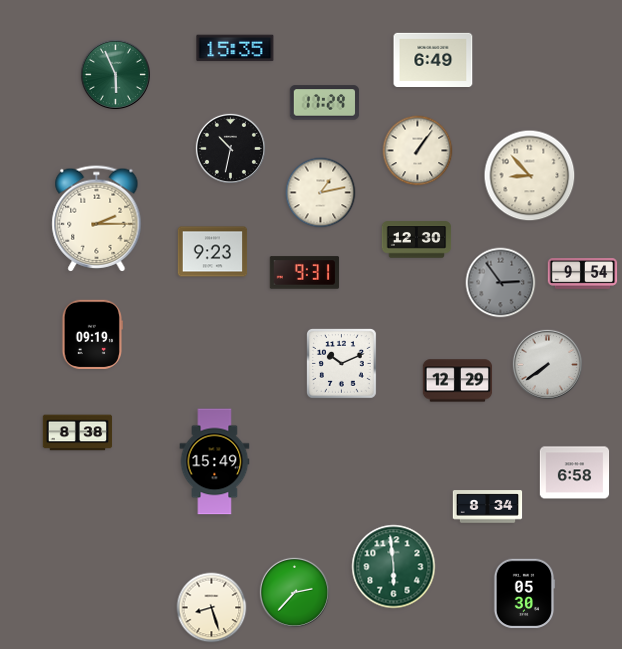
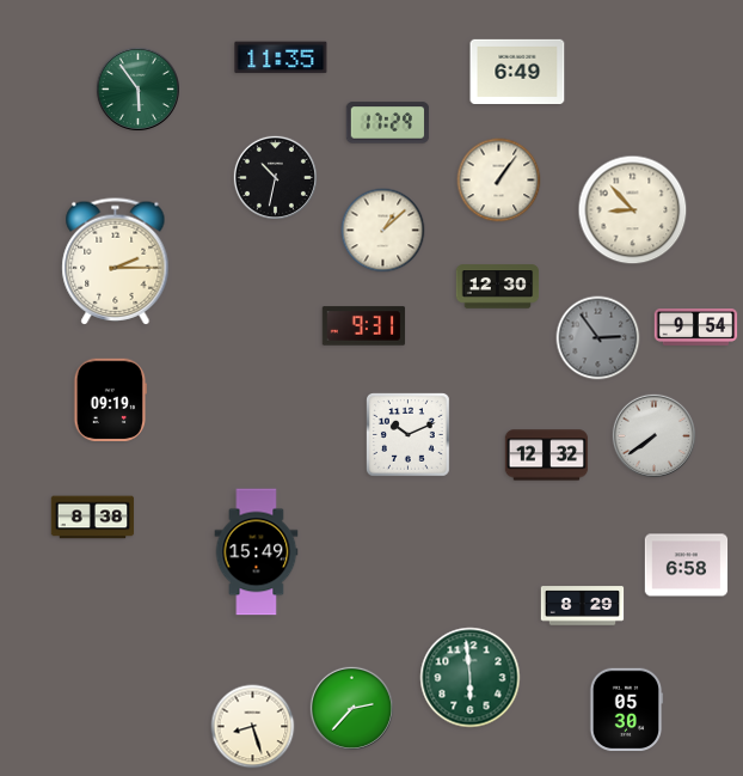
clock at (235, 48): 15:35 -> 11:35
clock at (115, 74): 5:56 -> 5:54
clock at (321, 193): 1:13 -> 1:08
clock at (213, 252): 9:23 -> none
clock at (458, 381): 12:29 -> 12:32
clock at (488, 507): 8:34 -> 8:29
